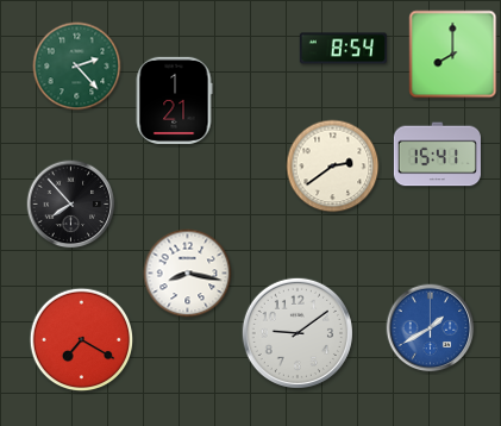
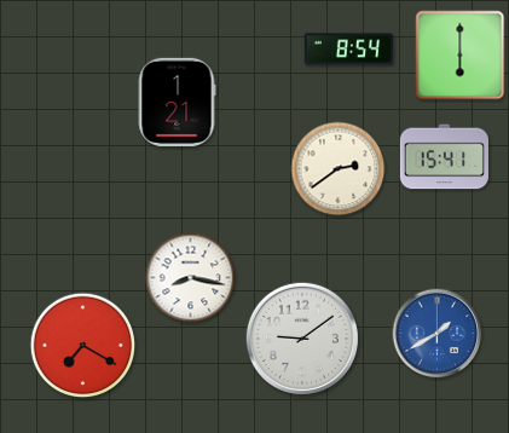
clock at (453, 55): 8:00 -> 6:00
clock at (77, 67): 2:23 -> none
clock at (71, 205): 7:53 -> none
